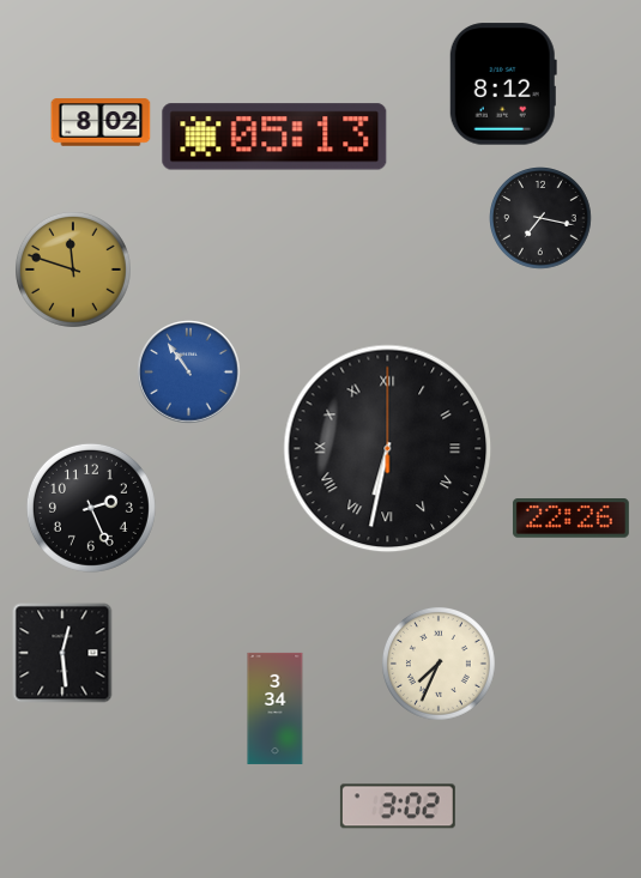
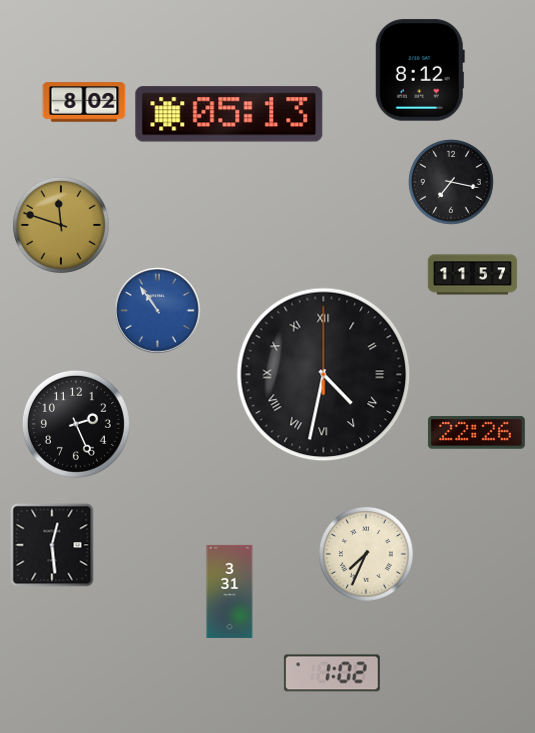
clock at (473, 275): none -> 11:57
clock at (388, 449): 6:32 -> 4:32
clock at (276, 708): 3:34 -> 3:31
clock at (398, 806): 3:02 -> 1:02
